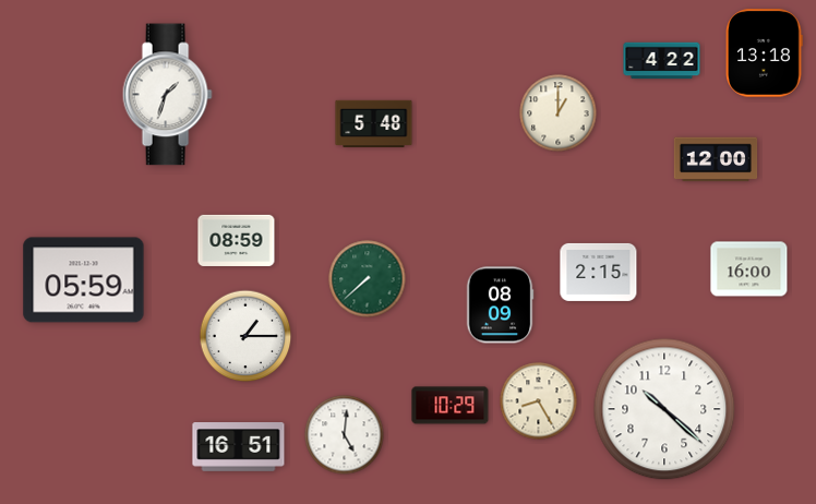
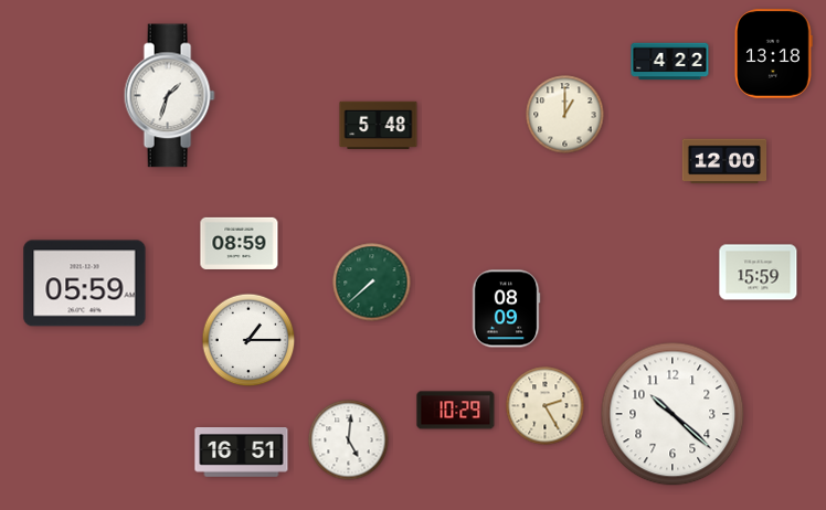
clock at (749, 269): 16:00 -> 15:59
clock at (599, 272): 2:15 -> none
clock at (539, 401): 8:25 -> 2:25
